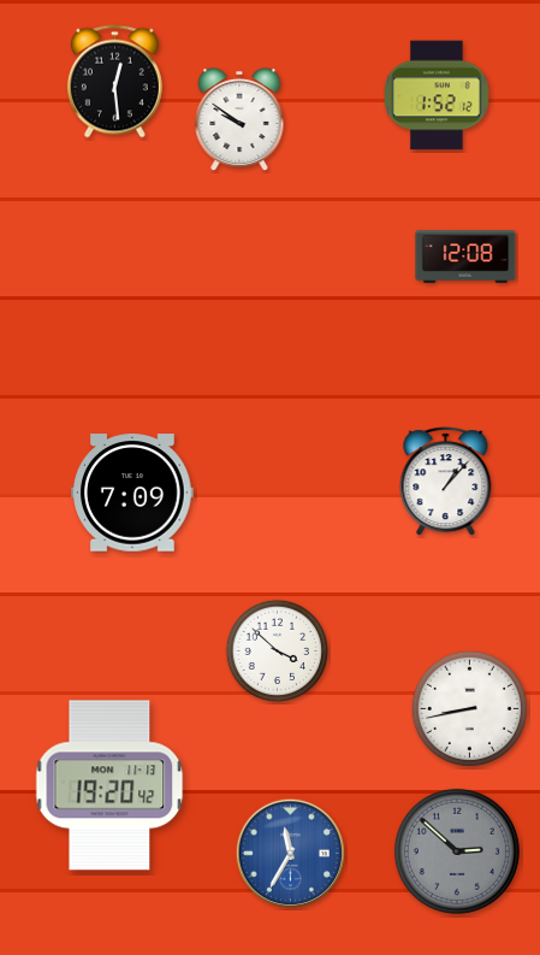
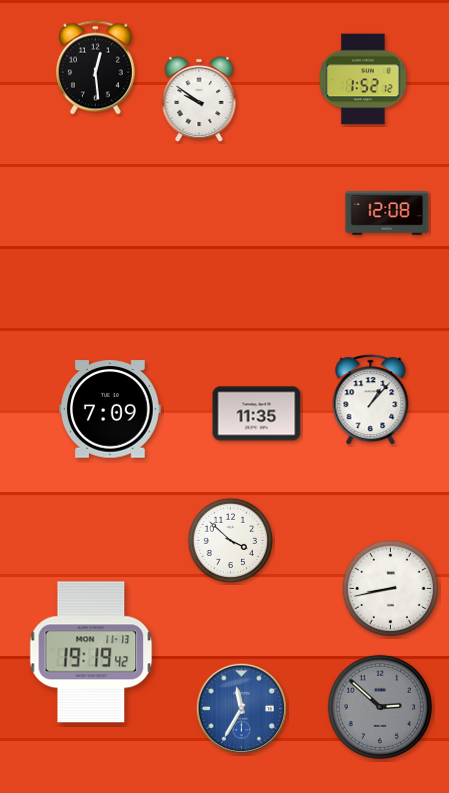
clock at (257, 414): none -> 11:35
clock at (109, 785): 19:20 -> 19:19
